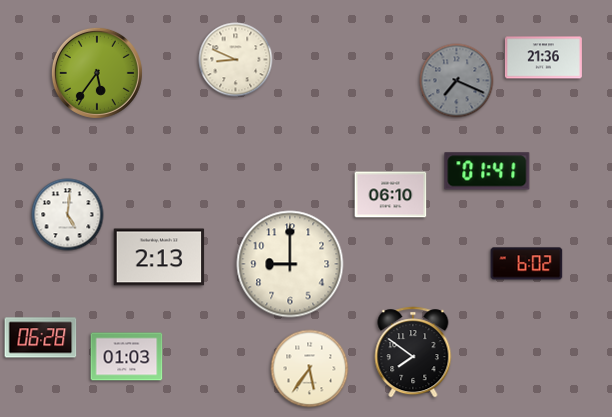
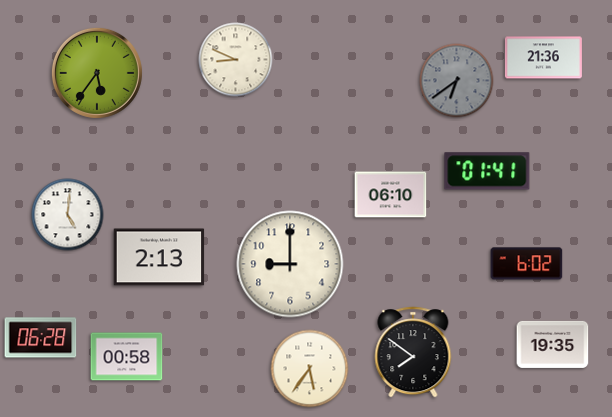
clock at (457, 81): 7:19 -> 6:39
clock at (553, 344): none -> 19:35
clock at (127, 357): 01:03 -> 00:58
